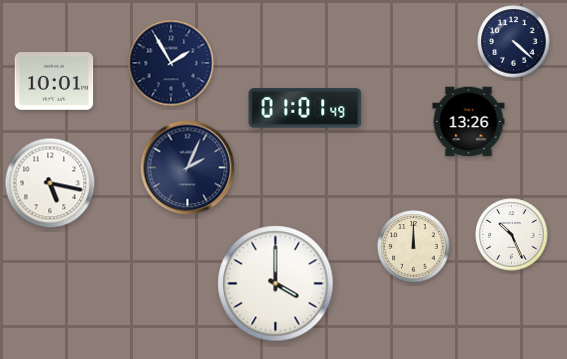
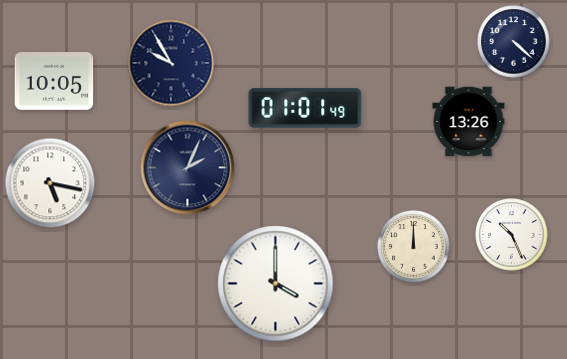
clock at (171, 63): 1:55 -> 9:55
clock at (54, 82): 10:01 -> 10:05
